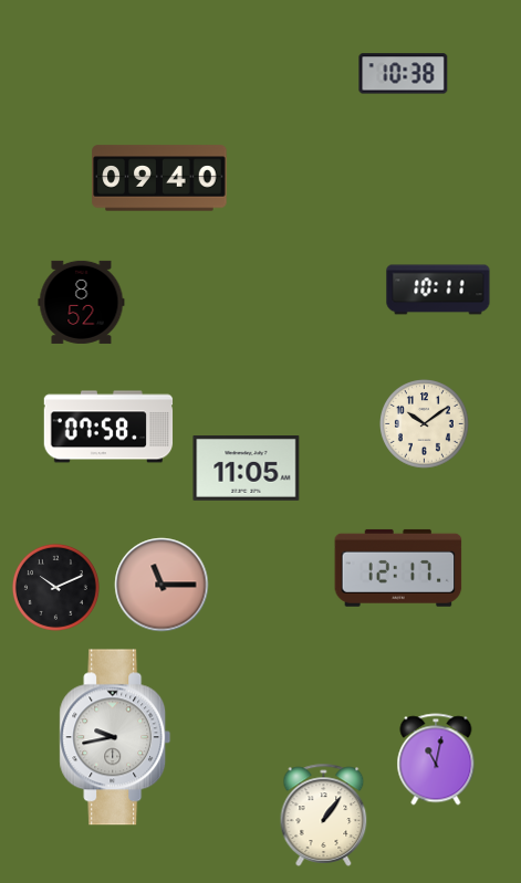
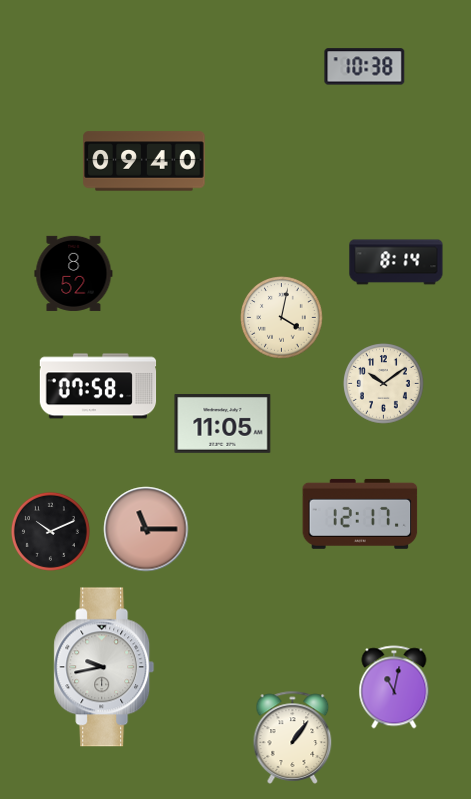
clock at (438, 290): 10:11 -> 8:14
clock at (282, 318): none -> 4:02
